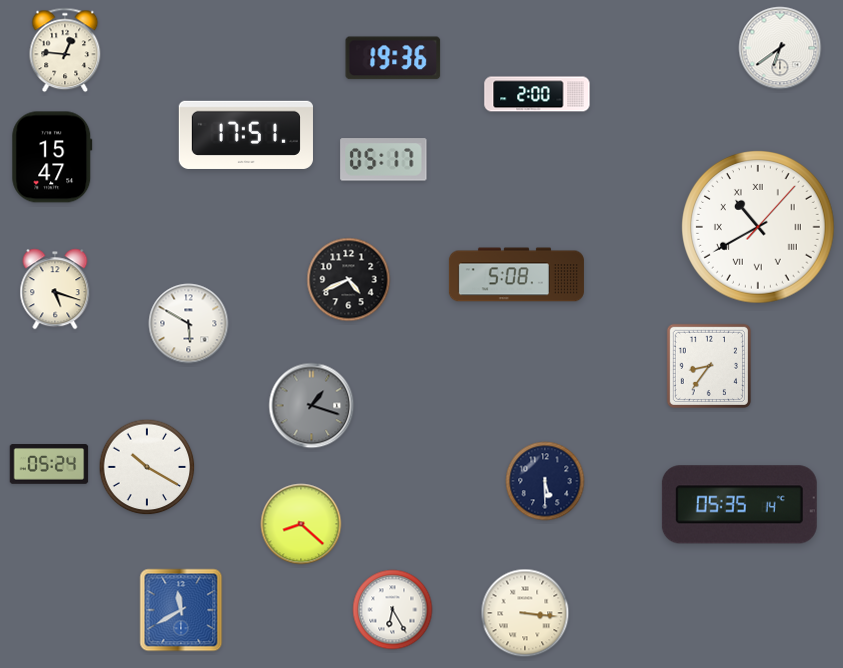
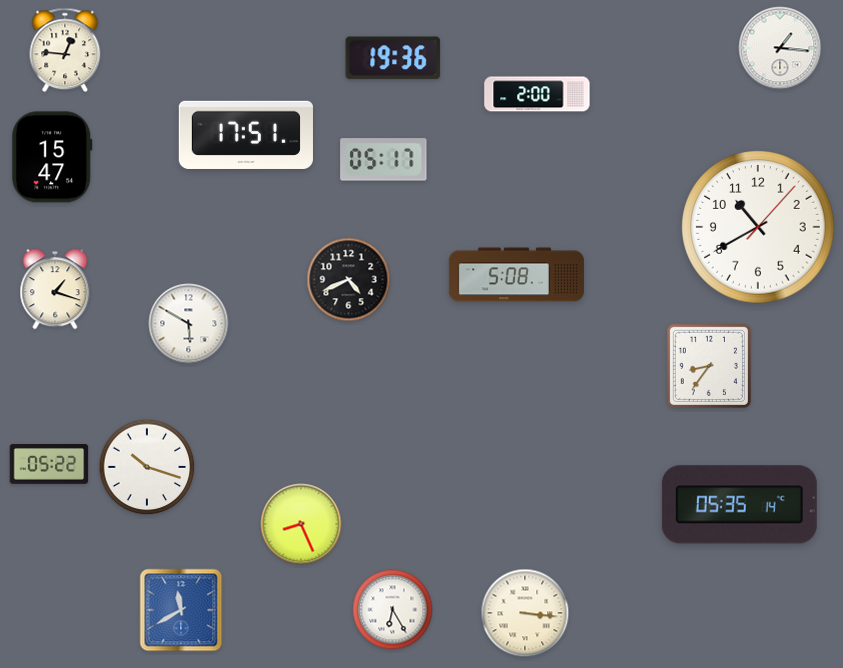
clock at (780, 48): 6:39 -> 1:16
clock at (759, 228) numerals: Roman -> Arabic
clock at (55, 289): 5:18 -> 1:18
clock at (312, 406): 1:18 -> none
clock at (49, 464): 05:24 -> 05:22
clock at (147, 467): 10:20 -> 10:18
clock at (545, 481): 5:30 -> none
clock at (301, 524): 8:22 -> 8:26
